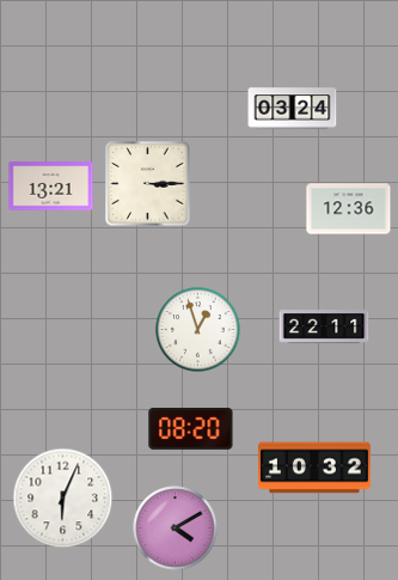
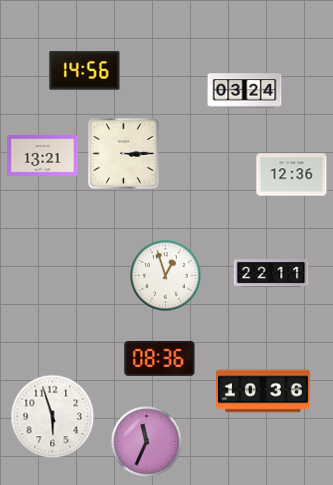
clock at (85, 71): none -> 14:56
clock at (191, 428): 08:20 -> 08:36
clock at (316, 468): 10:32 -> 10:36
clock at (63, 499): 6:04 -> 5:57
clock at (176, 529): 4:10 -> 11:34
